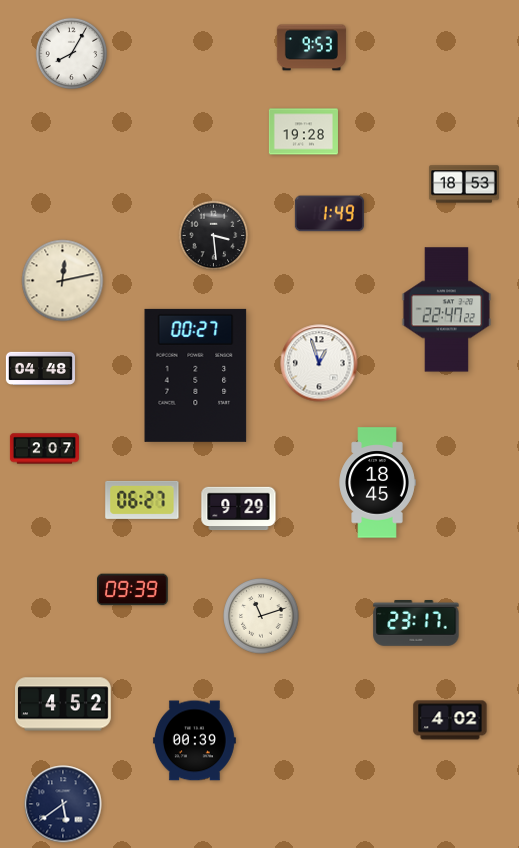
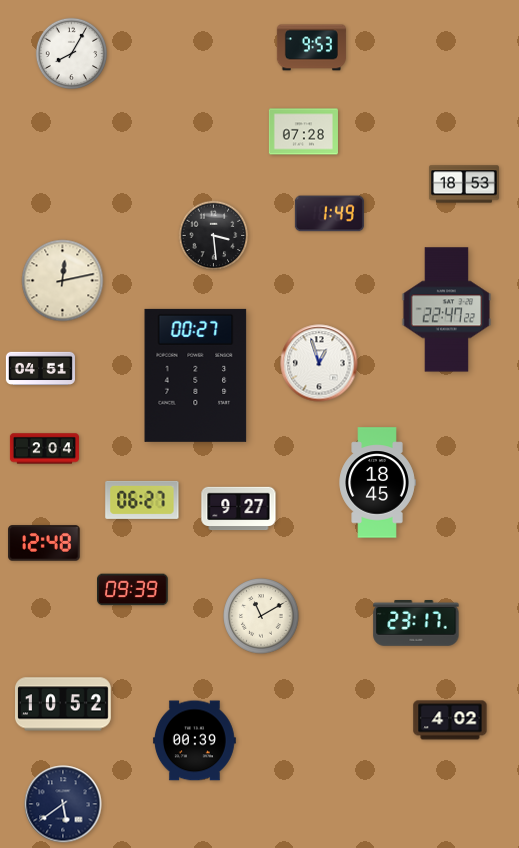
clock at (303, 132): 19:28 -> 07:28
clock at (40, 369): 04:48 -> 04:51
clock at (44, 449): 2:07 -> 2:04
clock at (239, 509): 9:29 -> 9:27
clock at (44, 543): none -> 12:48
clock at (261, 616): 11:12 -> 11:10
clock at (64, 704): 4:52 -> 10:52
